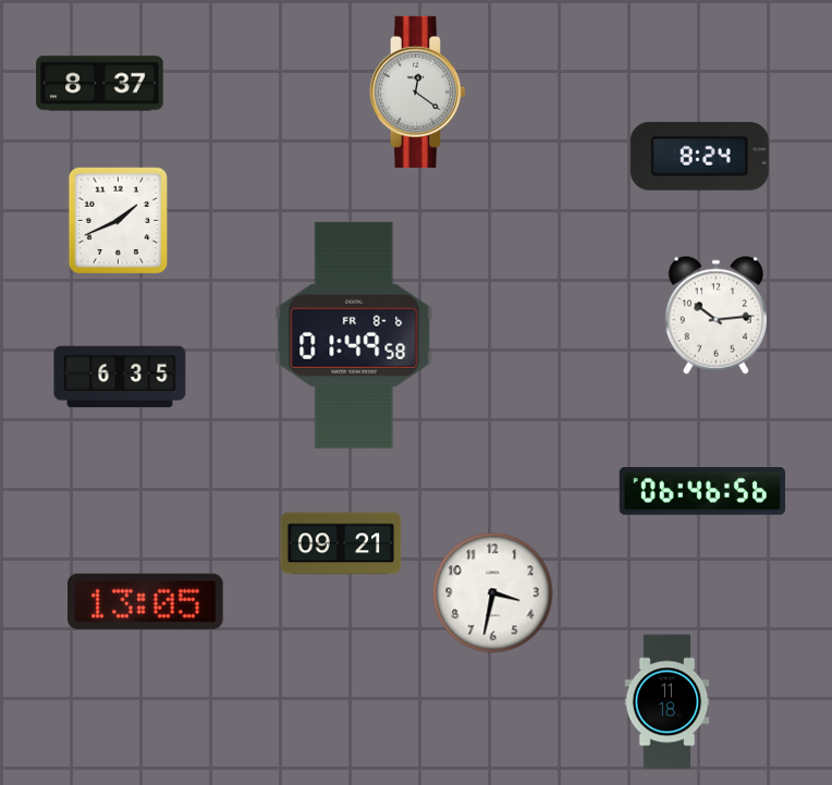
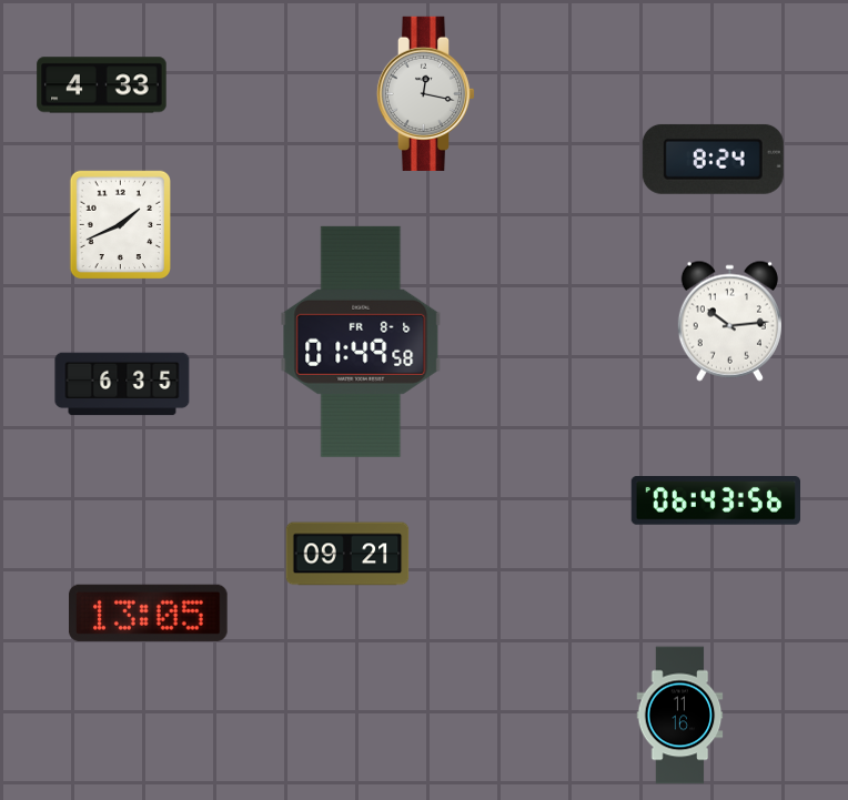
clock at (100, 84): 8:37 -> 4:33
clock at (418, 91): 12:21 -> 12:17
clock at (701, 491): 06:46 -> 06:43
clock at (493, 593): 3:32 -> none
clock at (668, 702): 11:18 -> 11:16
